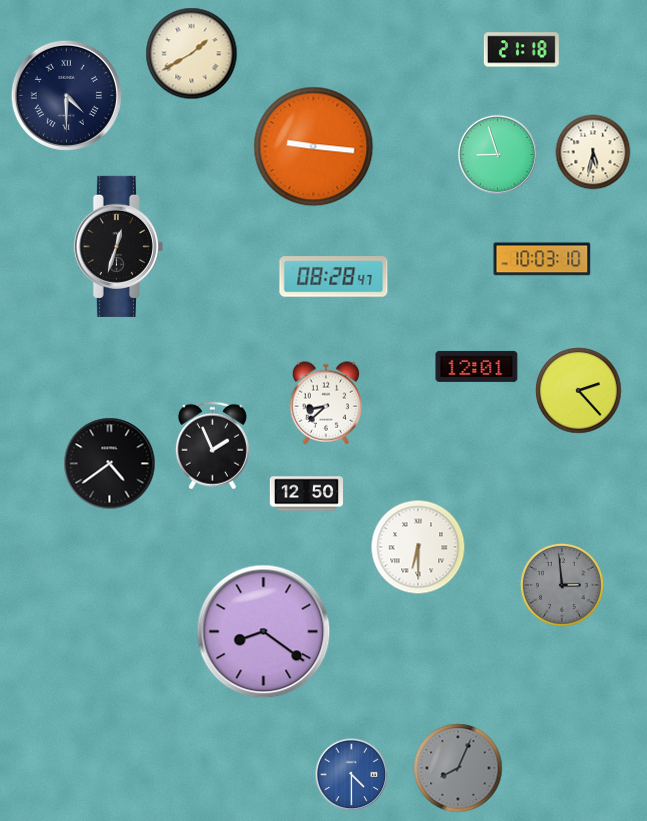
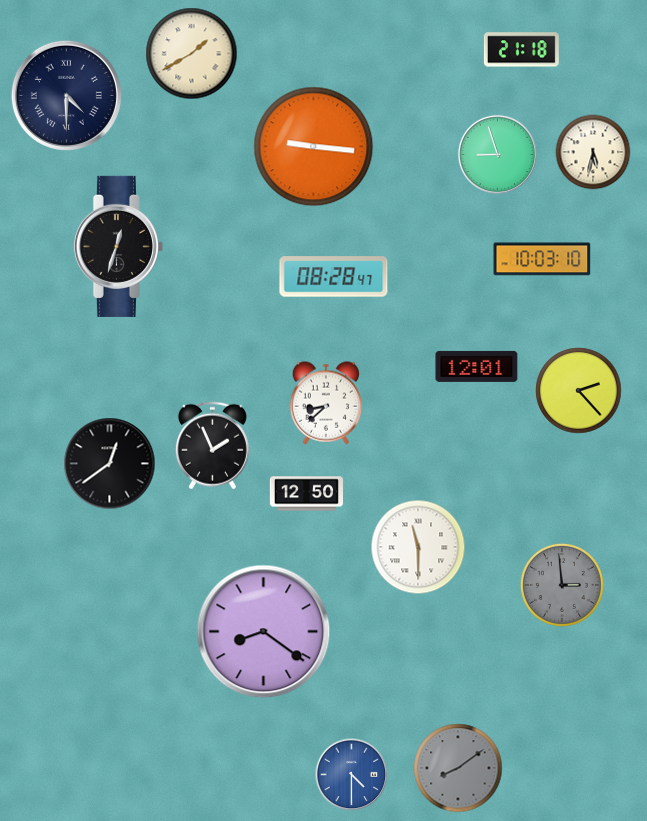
clock at (110, 464): 4:39 -> 12:39
clock at (418, 547): 6:30 -> 11:30
clock at (458, 768): 8:04 -> 8:09
